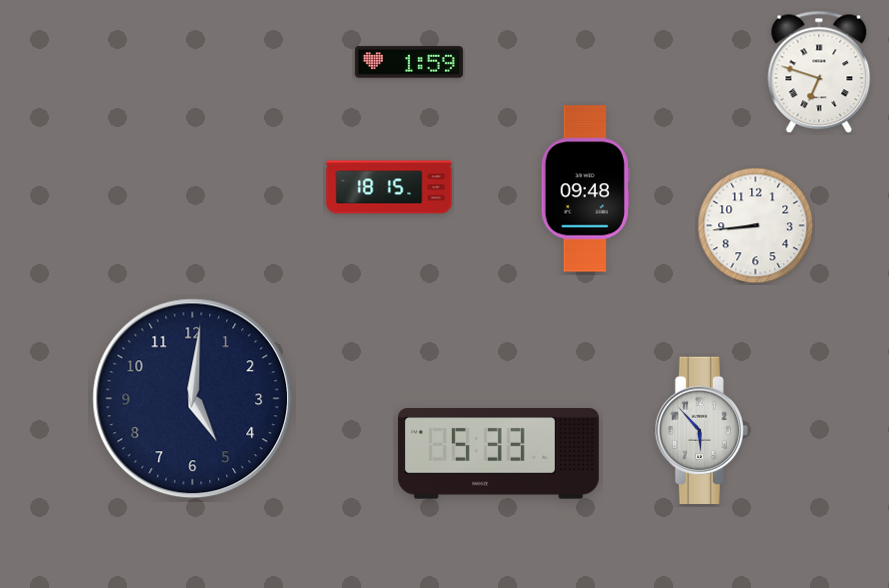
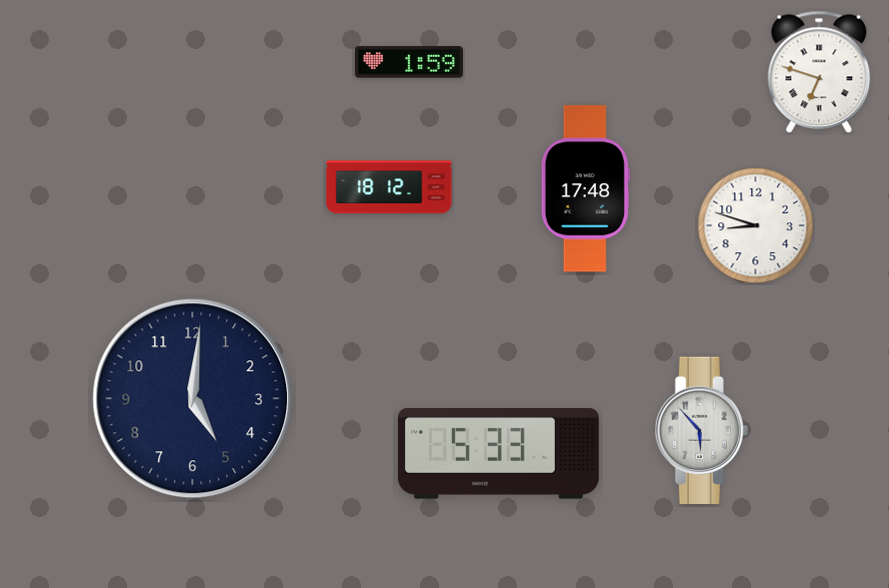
clock at (389, 187): 18:15 -> 18:12
clock at (585, 189): 09:48 -> 17:48
clock at (756, 226): 8:44 -> 8:48
